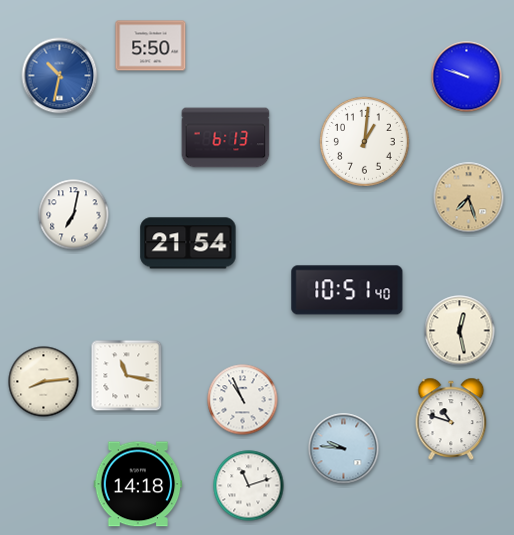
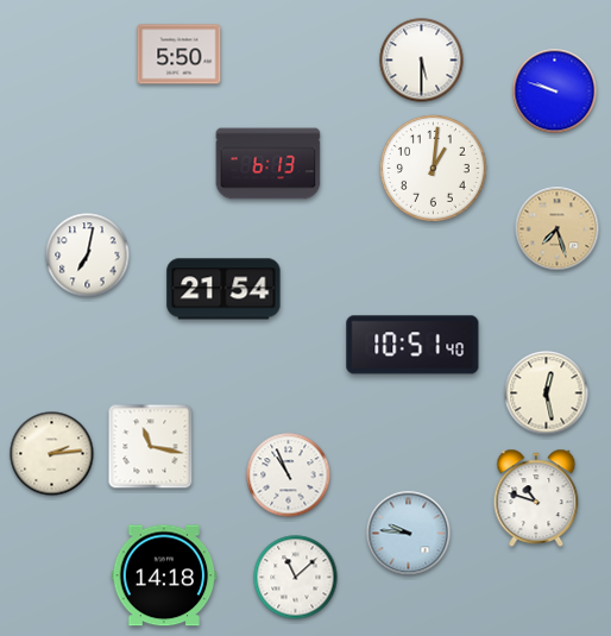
clock at (422, 61): none -> 5:30
clock at (60, 76): 10:32 -> none
clock at (469, 198) position: (469, 198) -> (558, 229)
clock at (44, 382): 8:14 -> 2:14
clock at (249, 486): 11:12 -> 11:08
